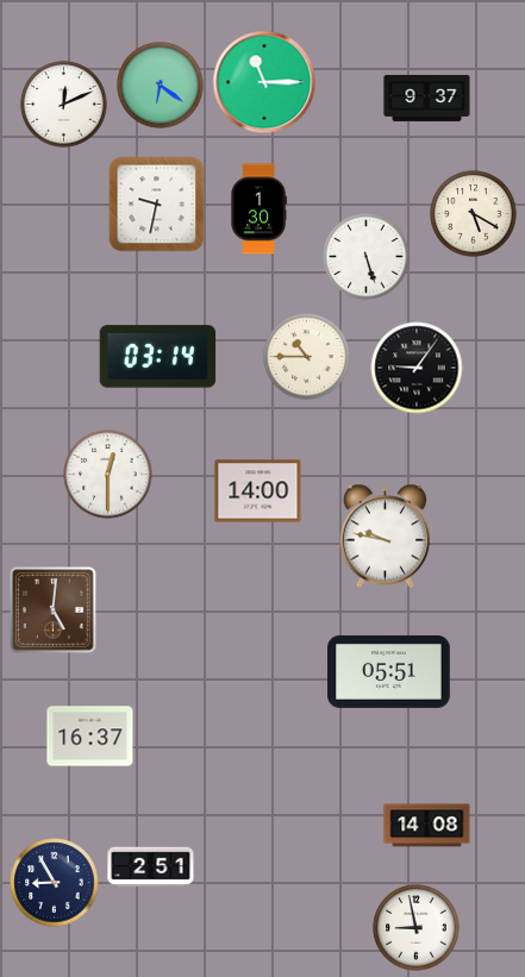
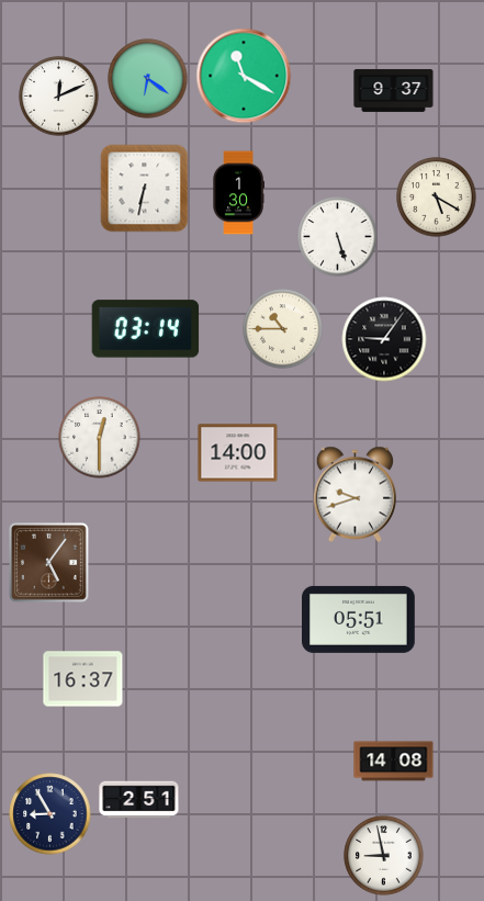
clock at (264, 82): 11:15 -> 11:20
clock at (157, 205): 9:32 -> 6:32
clock at (385, 537): 9:47 -> 9:42
clock at (54, 610): 5:01 -> 5:06
